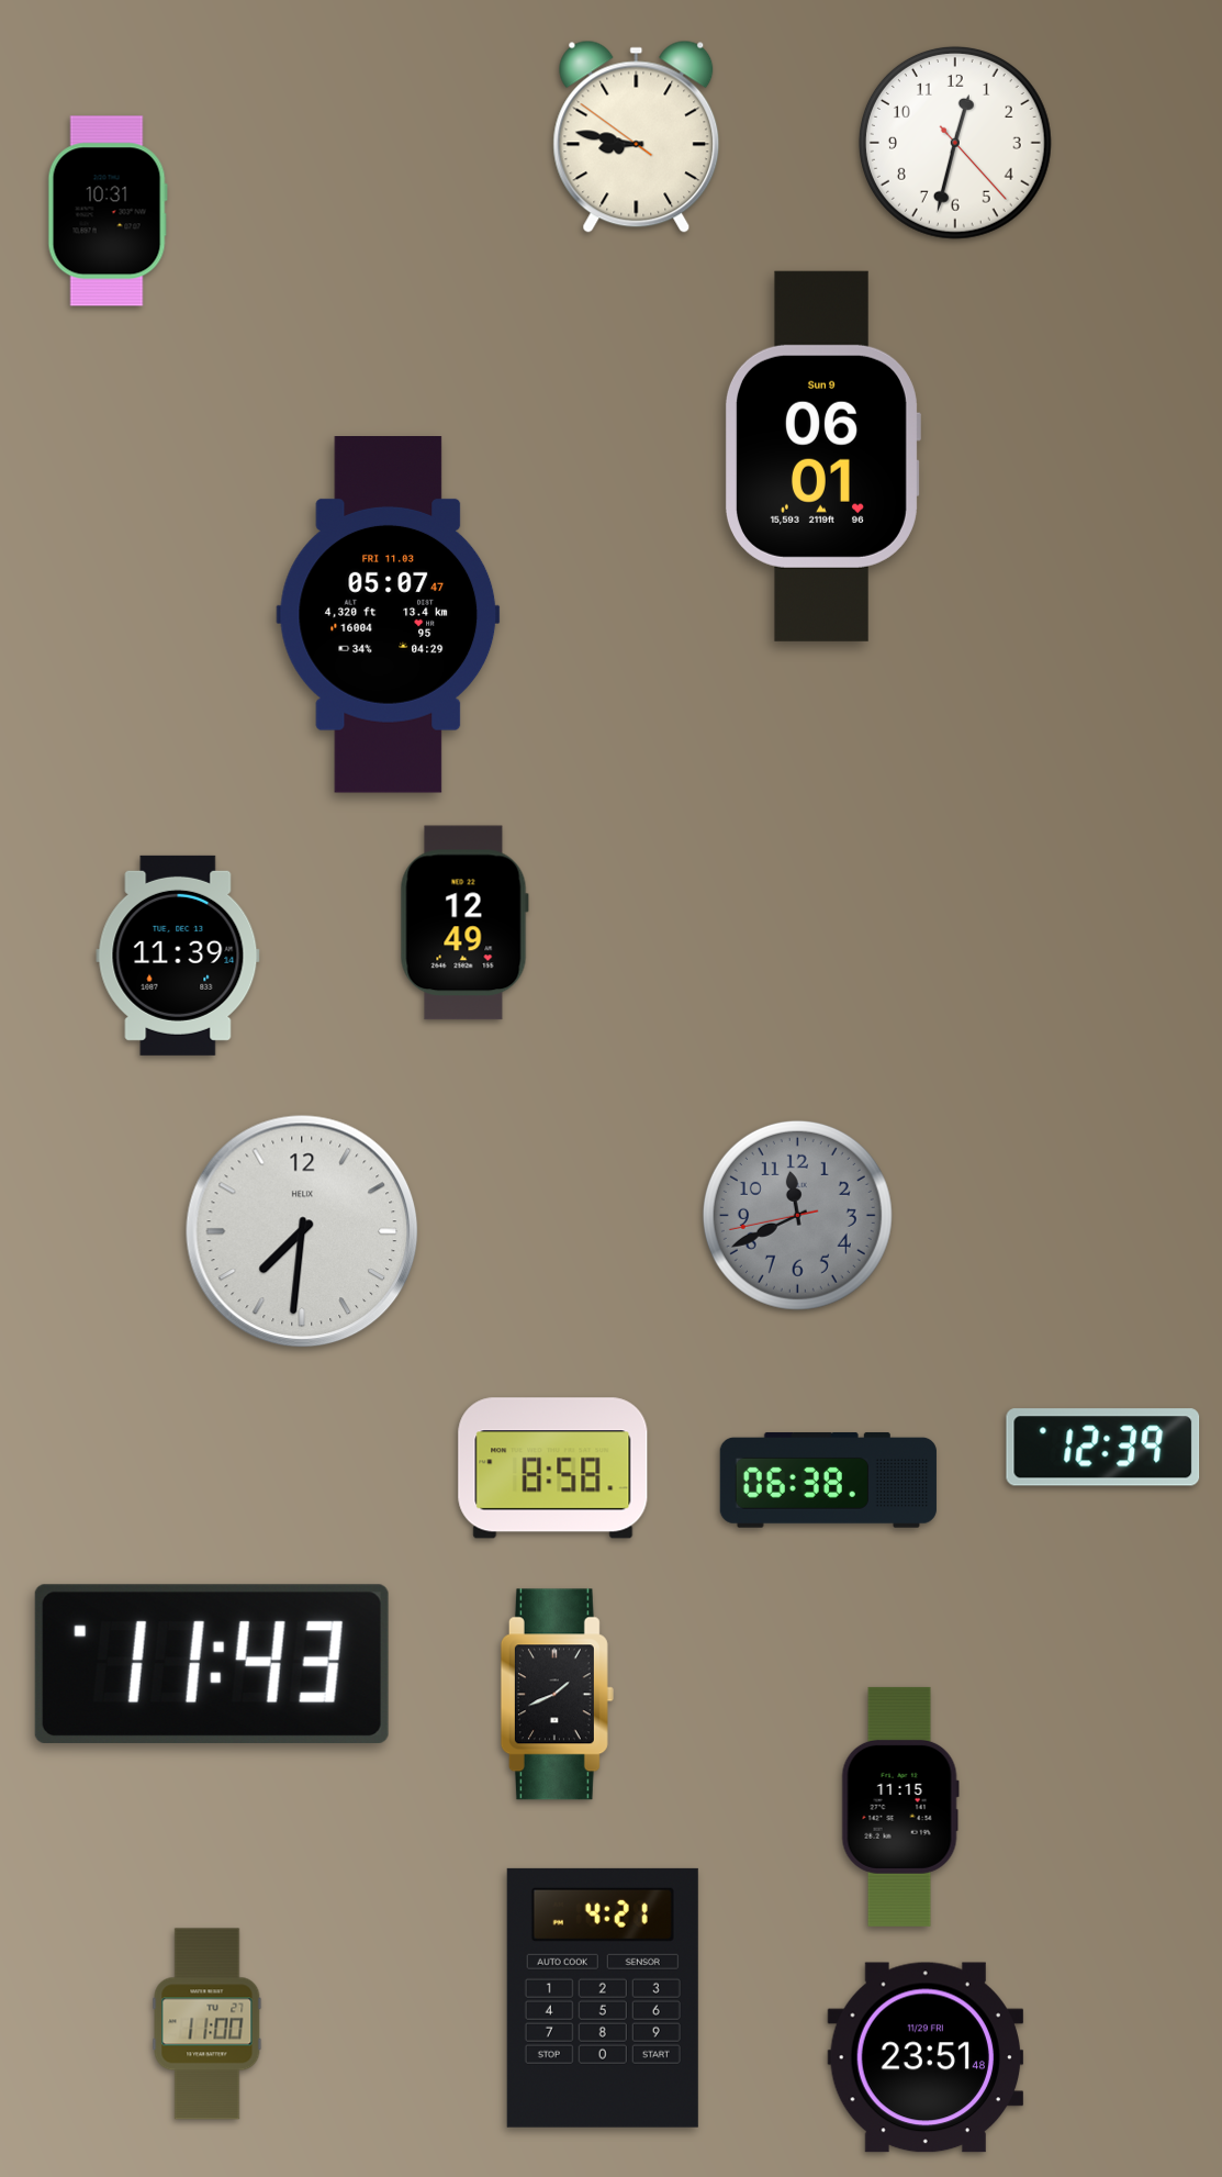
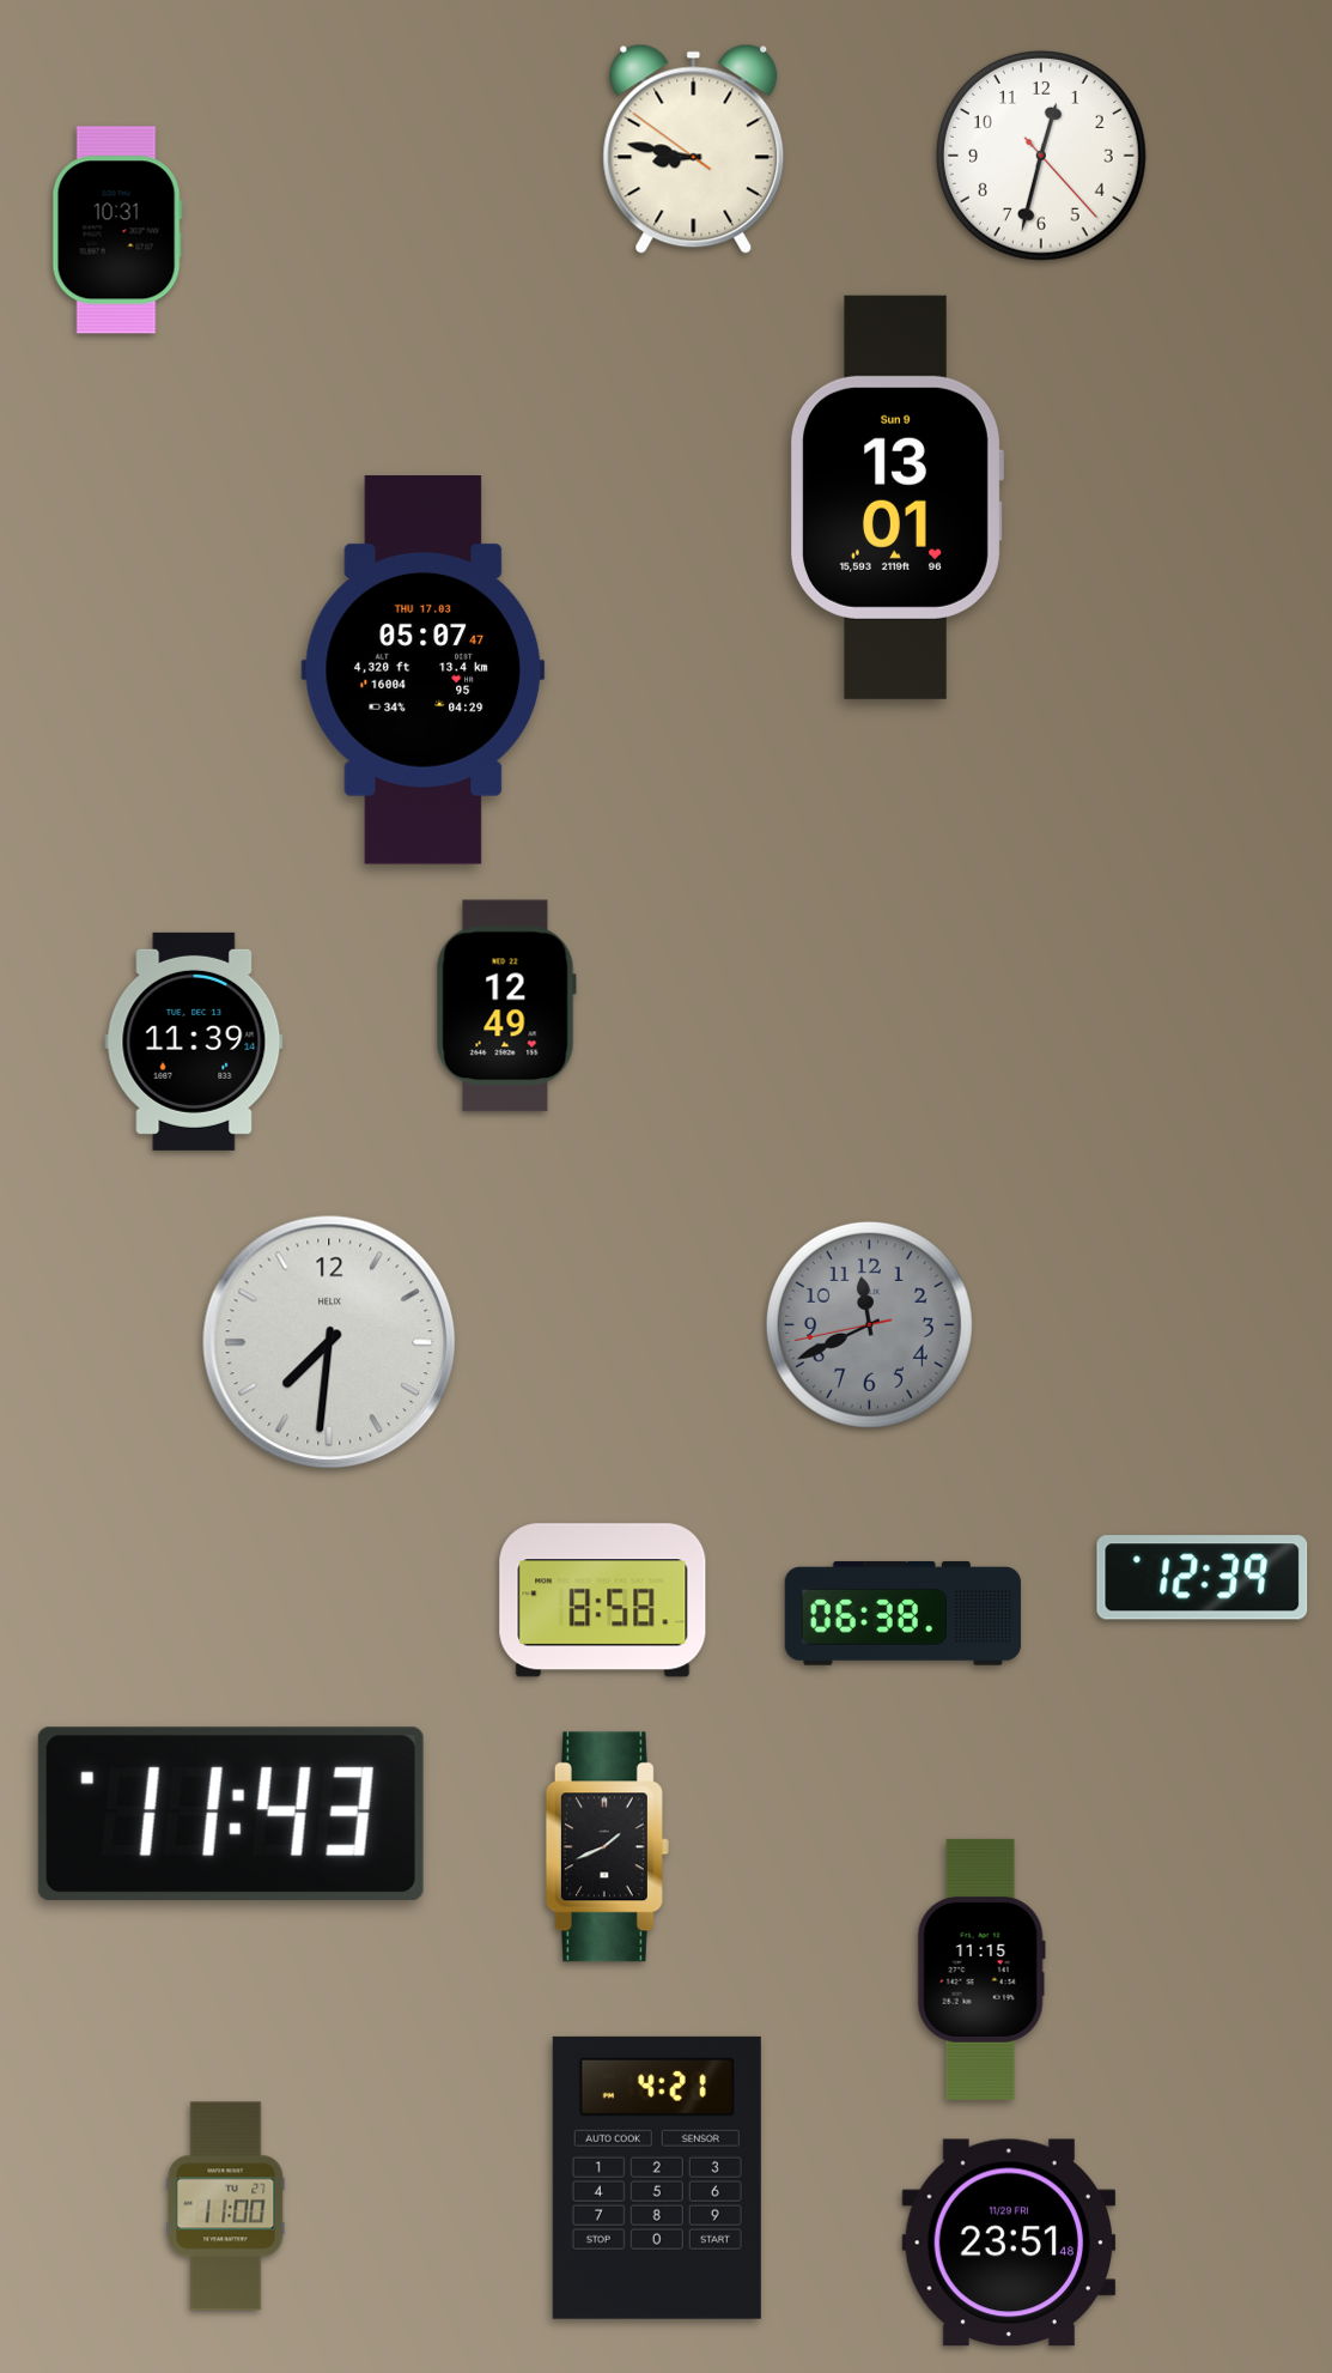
clock at (822, 456): 06:01 -> 13:01
clock at (389, 615) date: FRI 11.03 -> THU 17.03
